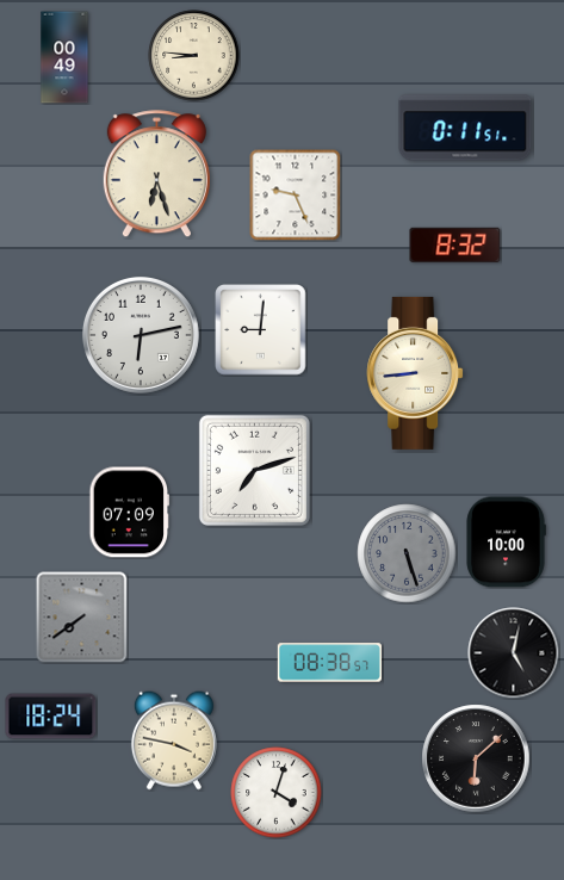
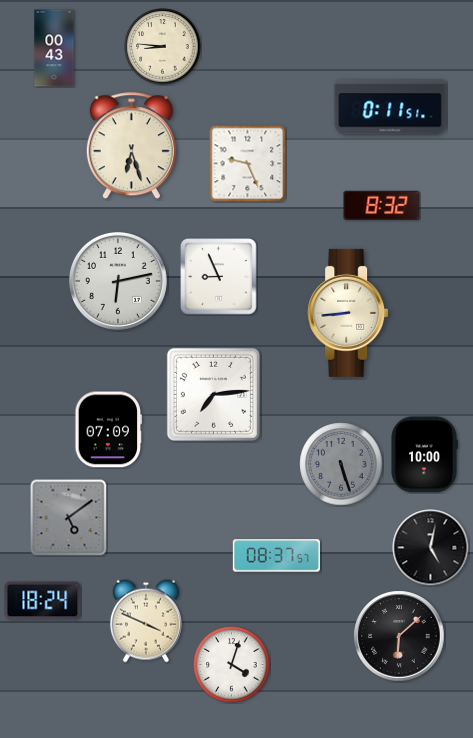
clock at (64, 57): 00:49 -> 00:43
clock at (261, 330): 9:01 -> 8:56
clock at (254, 470): 7:12 -> 7:14
clock at (82, 618): 7:39 -> 5:09
clock at (329, 663): 08:38 -> 08:37
clock at (174, 740): 3:47 -> 3:49
